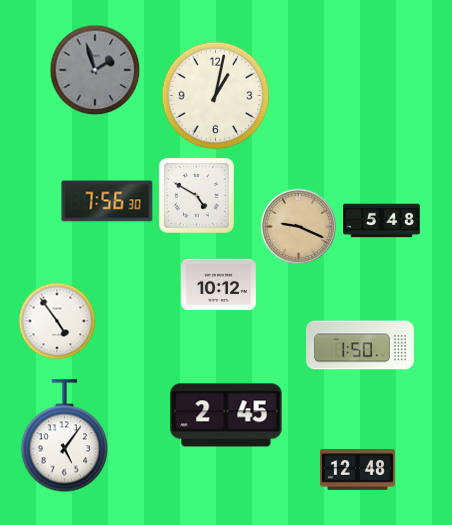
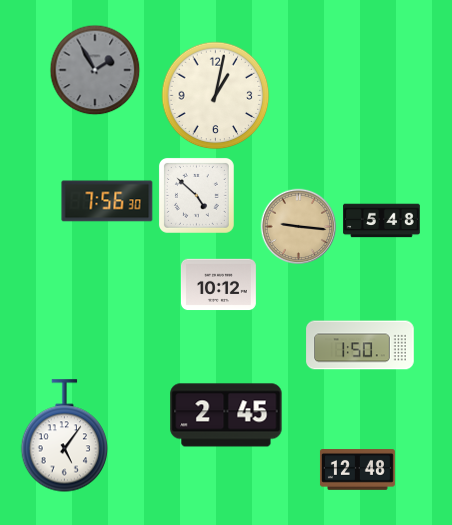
clock at (95, 70): 1:57 -> 1:55
clock at (196, 195): 4:50 -> 4:52
clock at (299, 227): 9:19 -> 9:16
clock at (57, 321): 4:54 -> none
